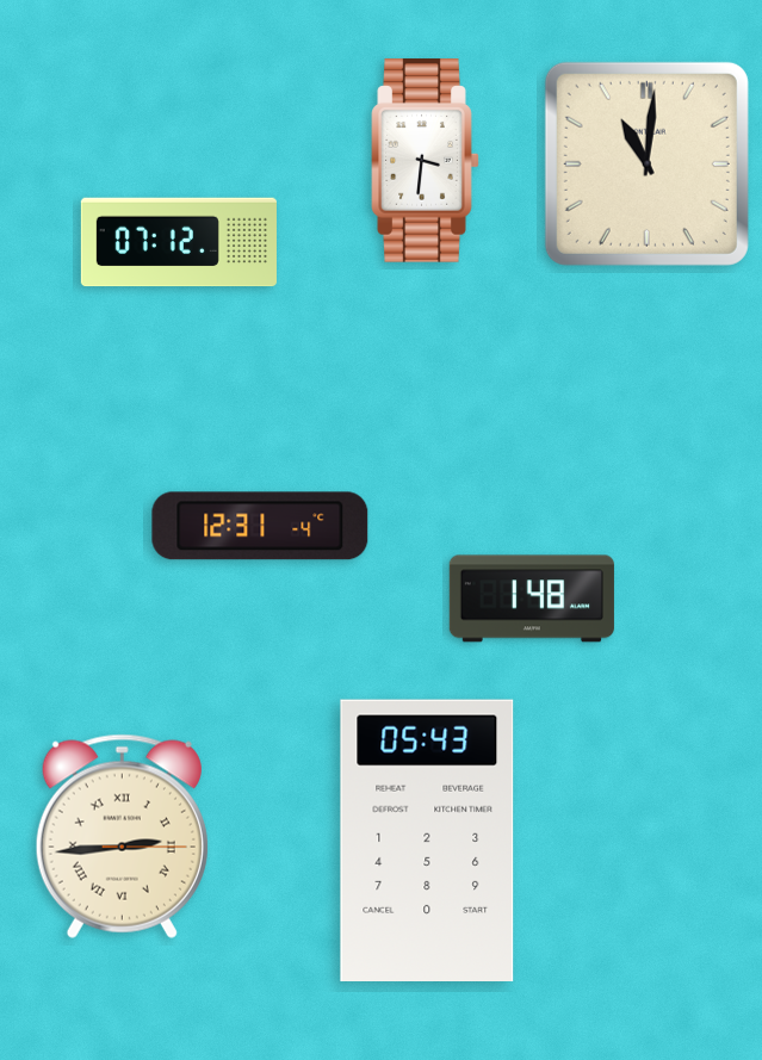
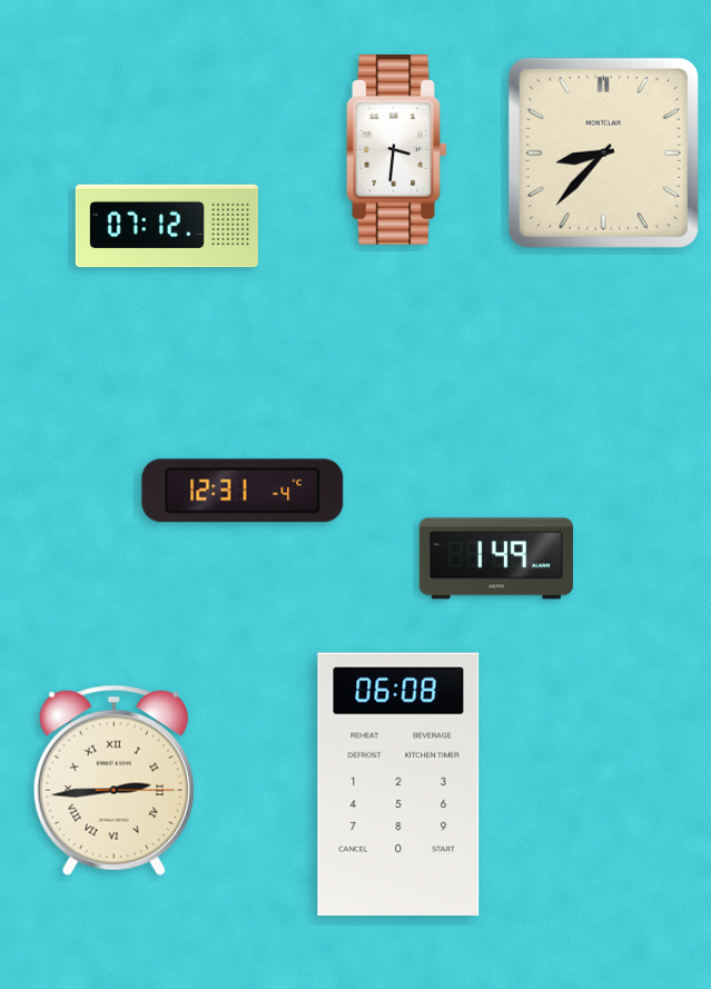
clock at (646, 163): 11:01 -> 8:37
clock at (532, 599): 1:48 -> 1:49
clock at (427, 839): 05:43 -> 06:08
